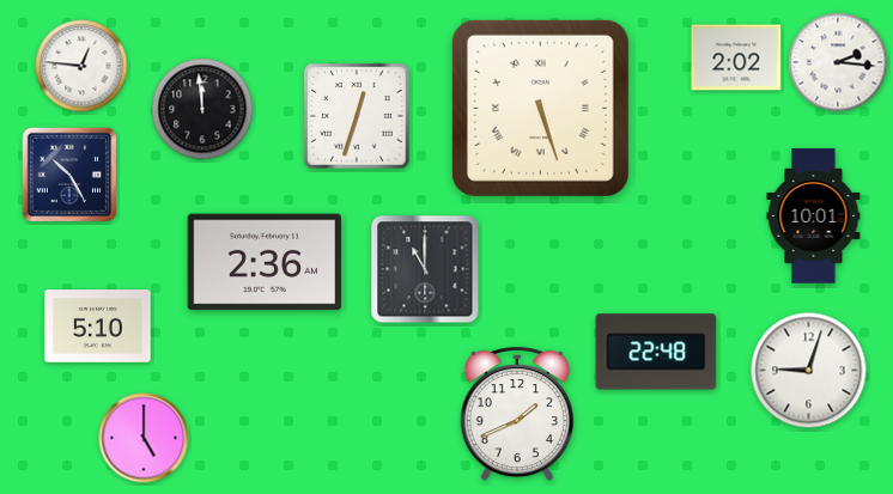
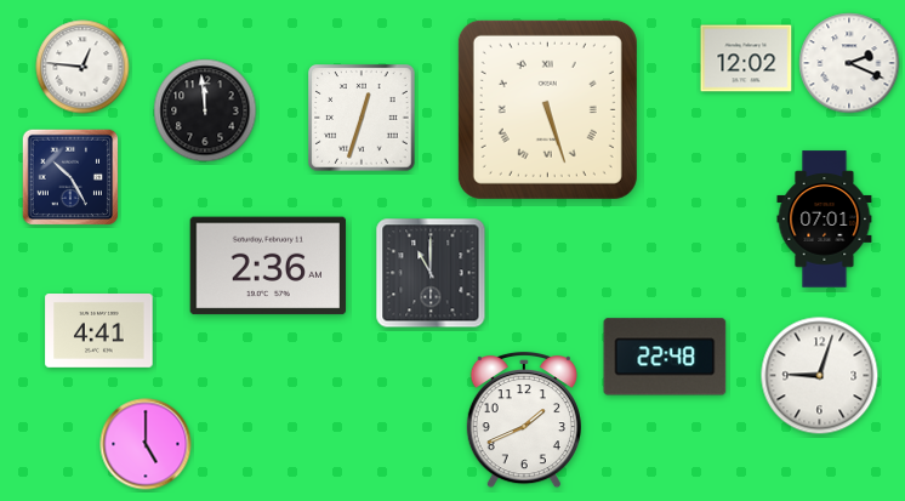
clock at (736, 57): 2:02 -> 12:02
clock at (838, 62): 2:16 -> 2:19
clock at (814, 216): 10:01 -> 07:01
clock at (98, 327): 5:10 -> 4:41
